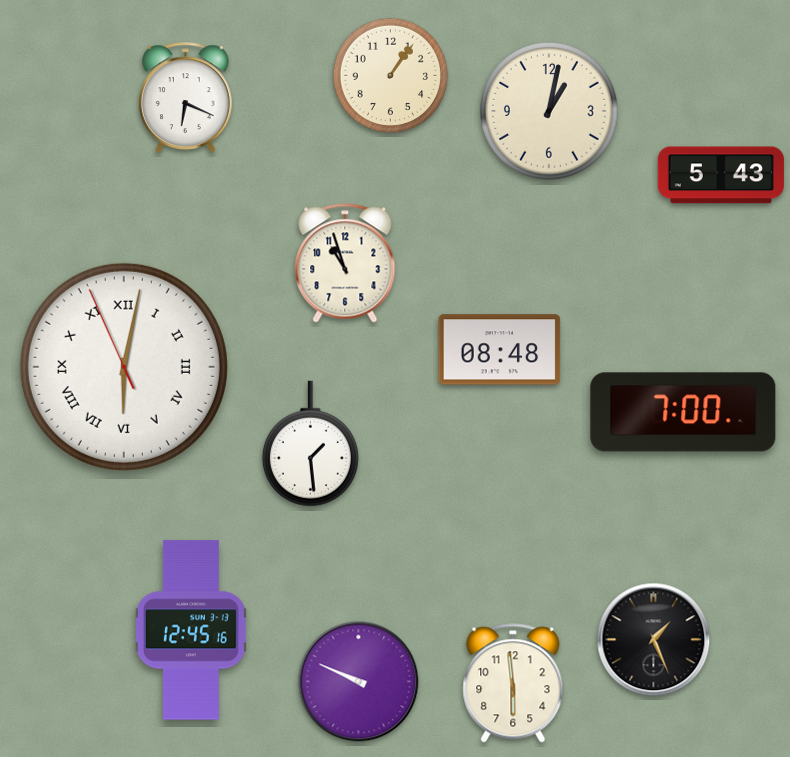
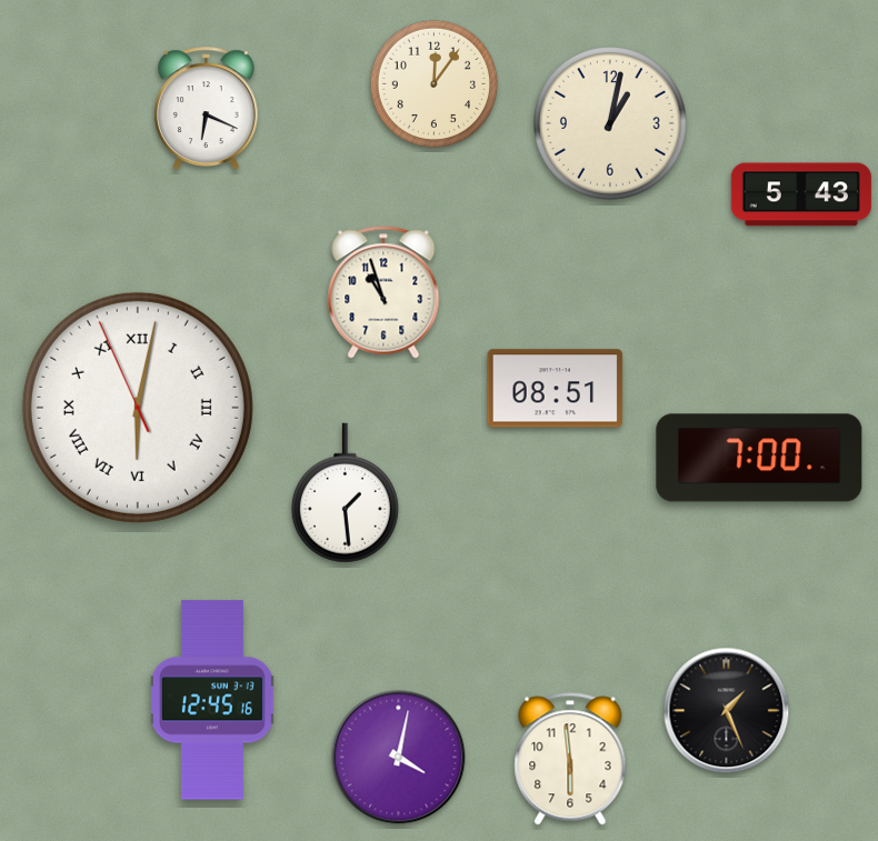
clock at (390, 75): 1:06 -> 12:06
clock at (500, 350): 08:48 -> 08:51
clock at (359, 682): 9:49 -> 4:02
